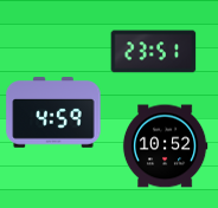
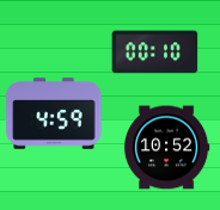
clock at (154, 52): 23:51 -> 00:10
